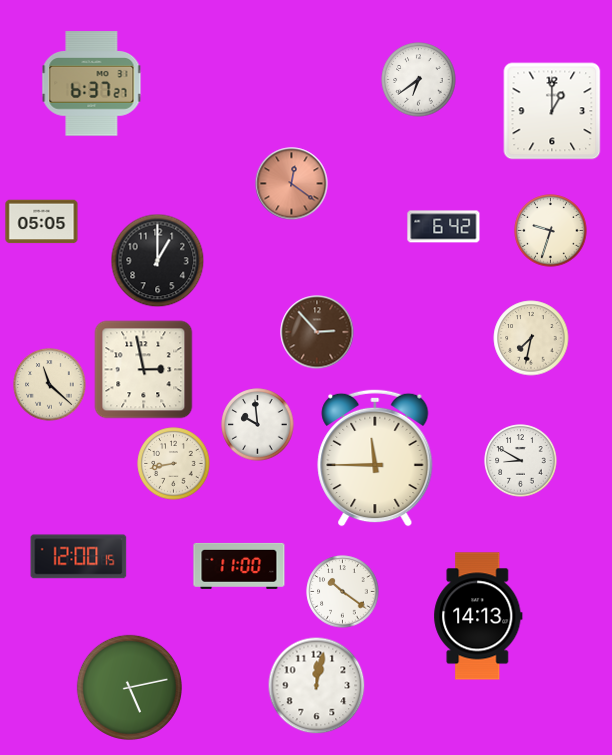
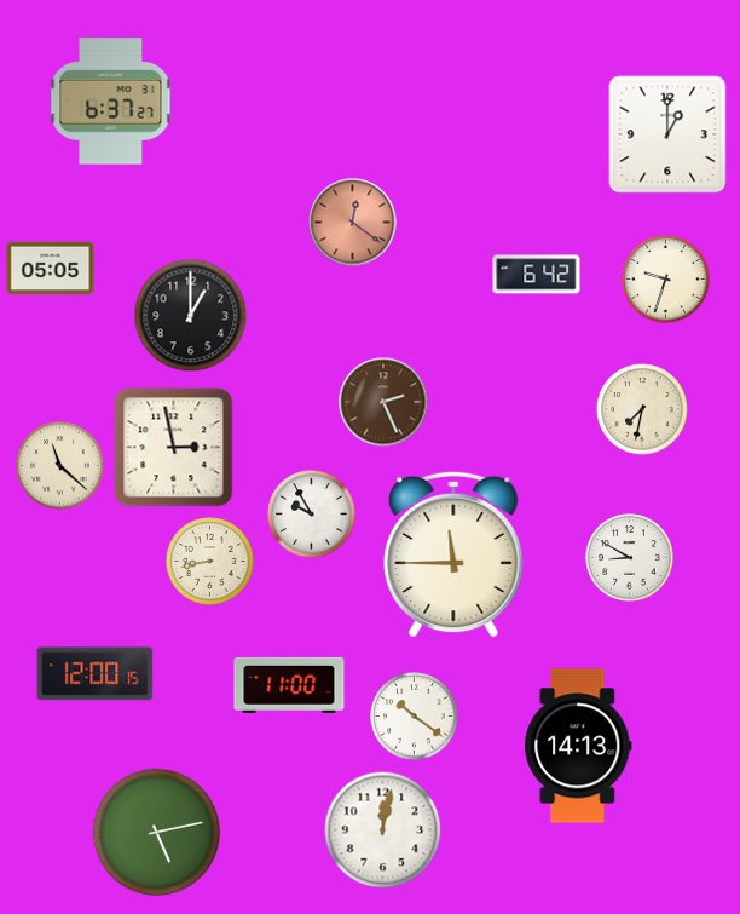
clock at (419, 80): 6:39 -> none
clock at (317, 332): 2:53 -> 2:26
clock at (258, 425): 9:59 -> 9:55
